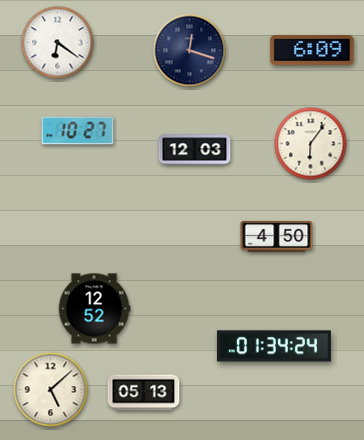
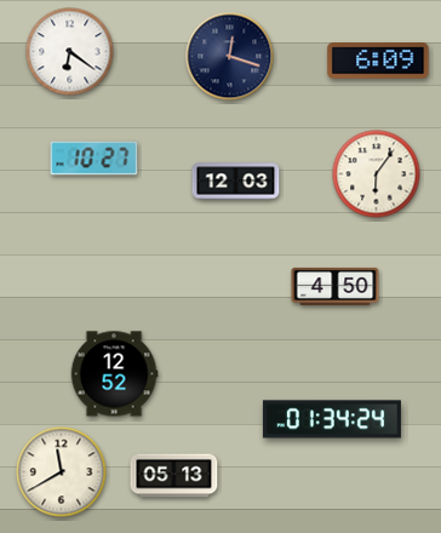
clock at (190, 51) position: (190, 51) -> (230, 57)
clock at (51, 390): 5:08 -> 11:40
